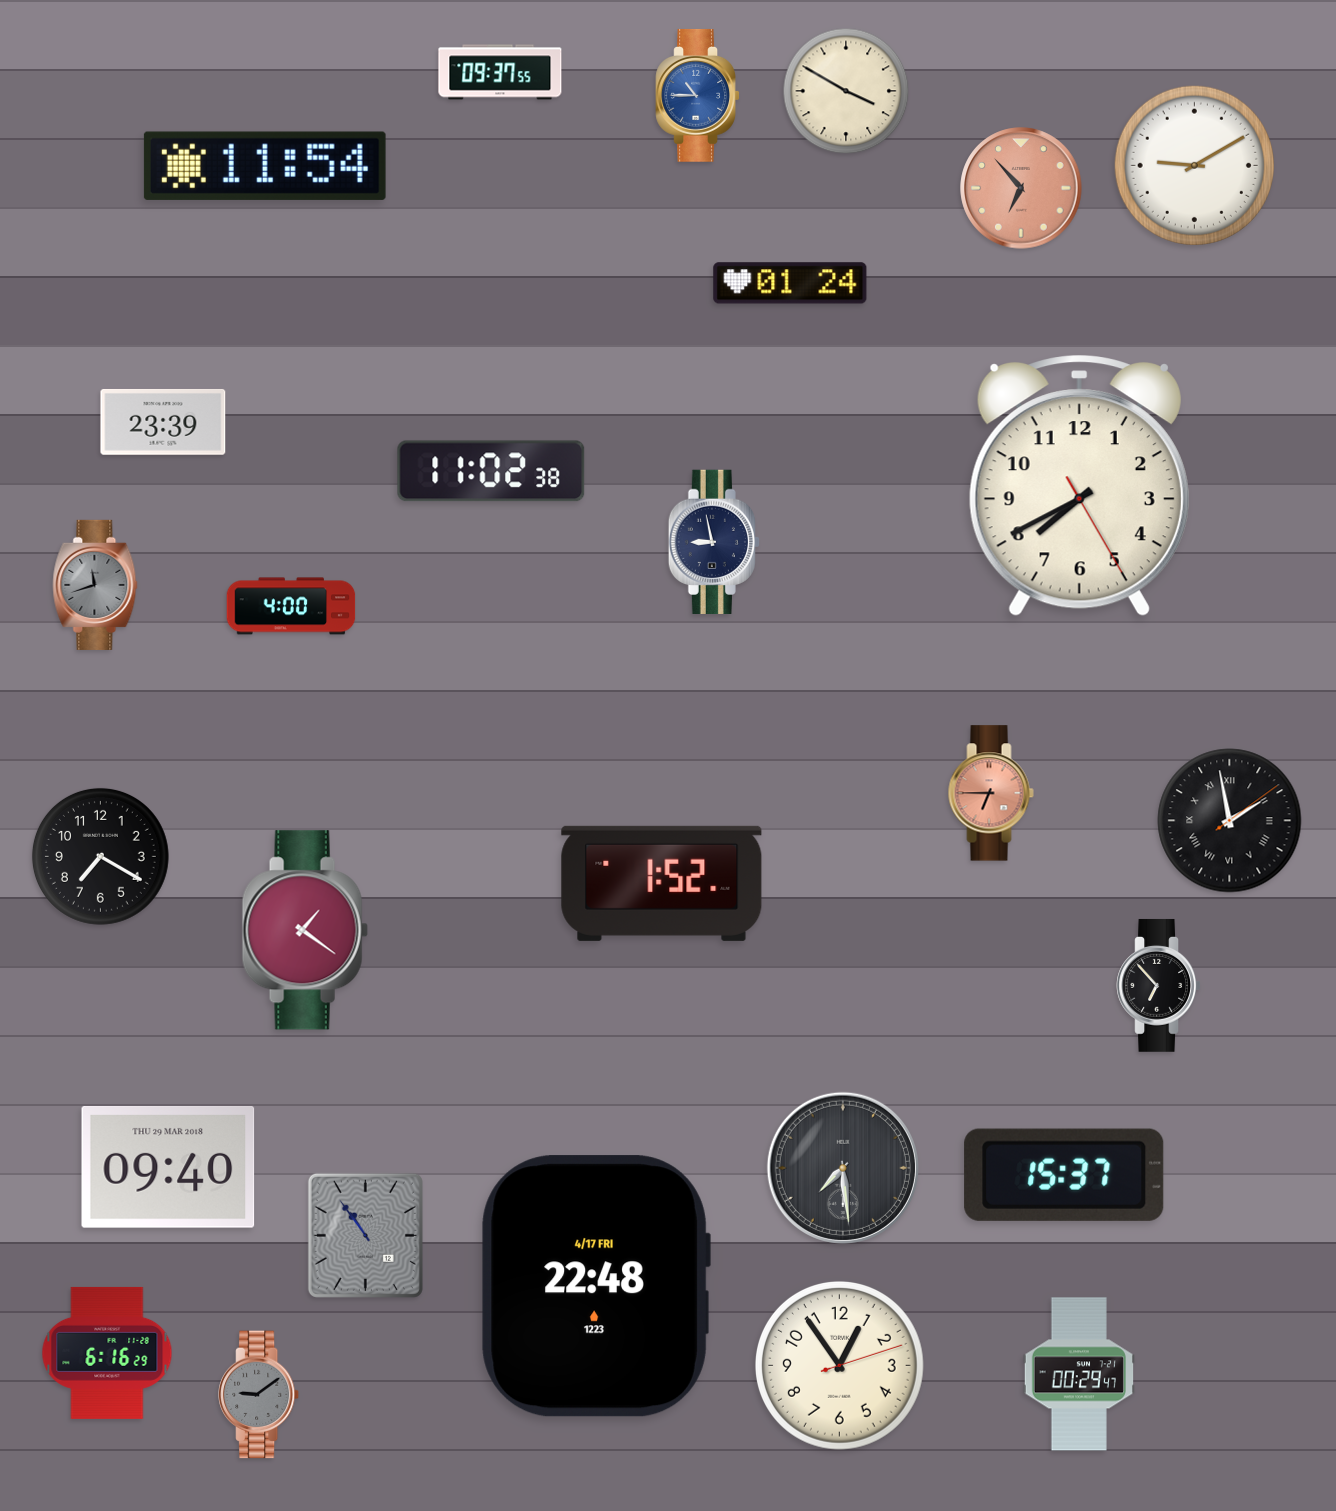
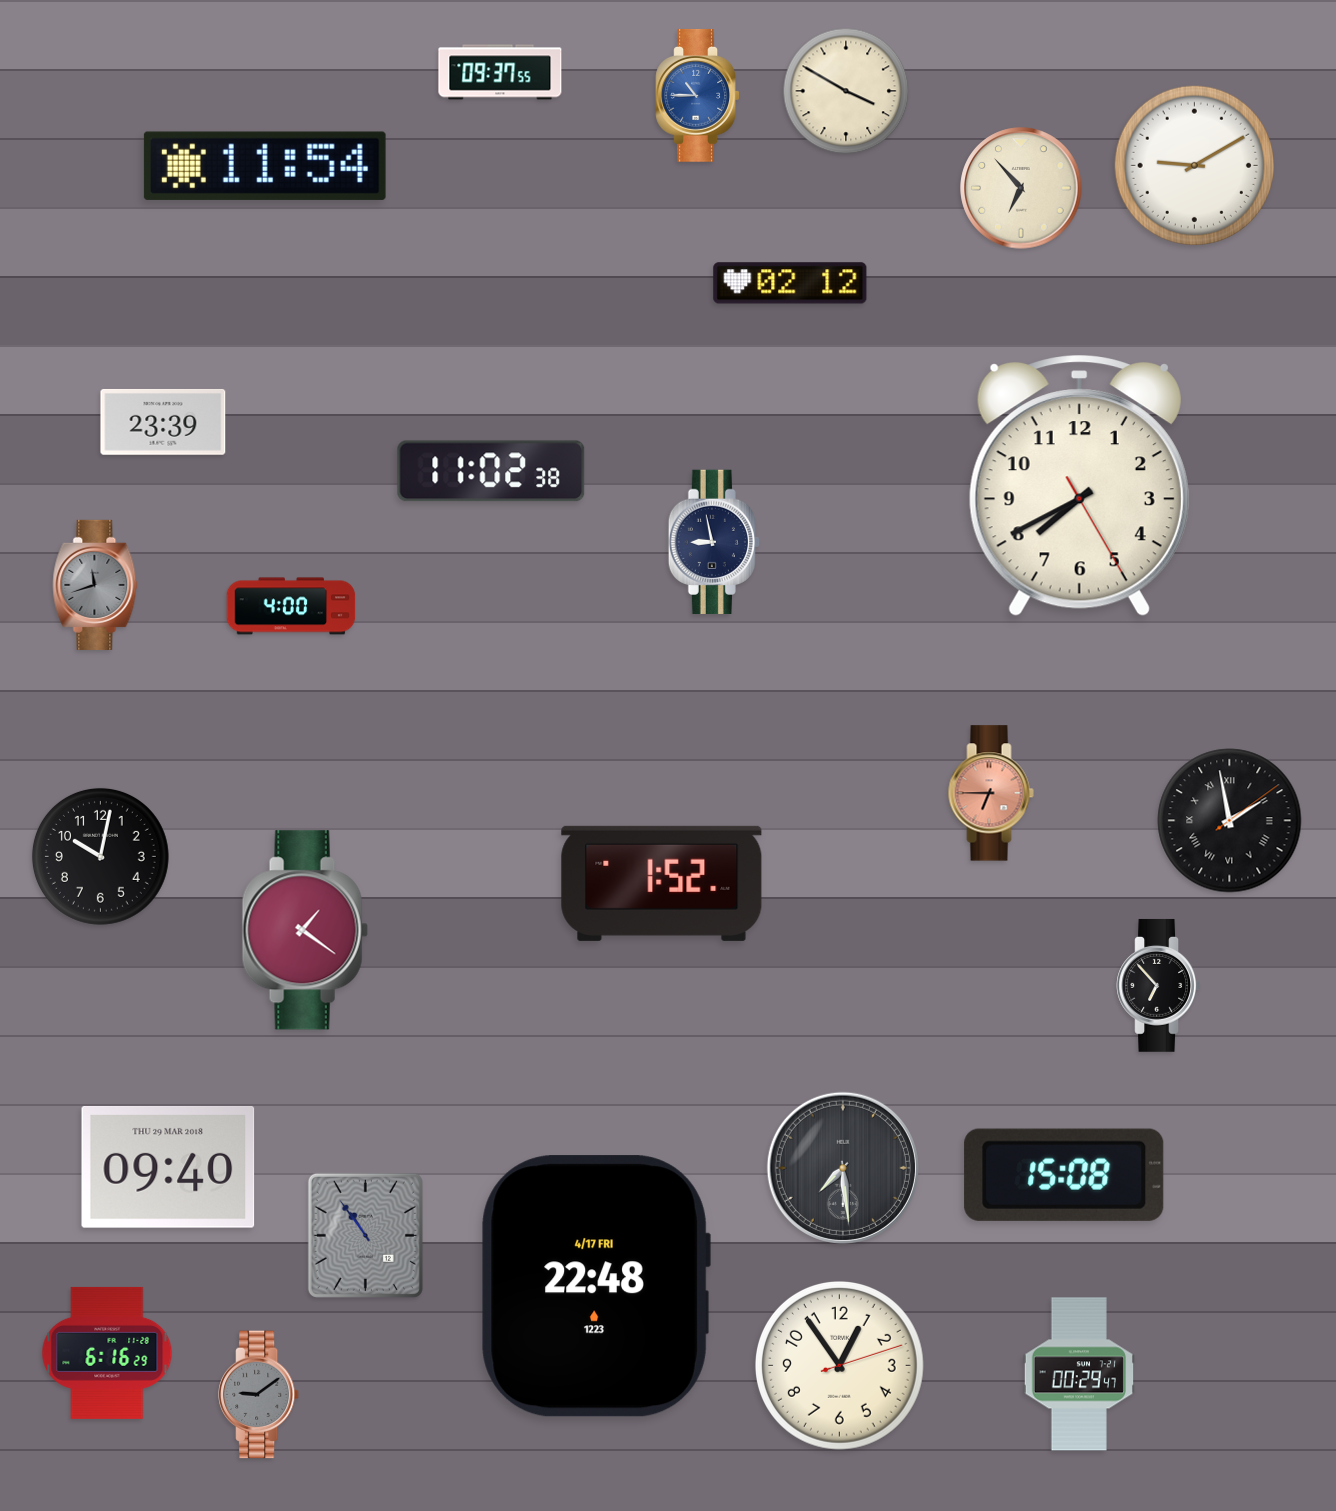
clock at (1021, 188) dial: salmon -> cream
clock at (790, 283): 01:24 -> 02:12
clock at (100, 856): 7:20 -> 10:02
clock at (1064, 1175): 15:37 -> 15:08
